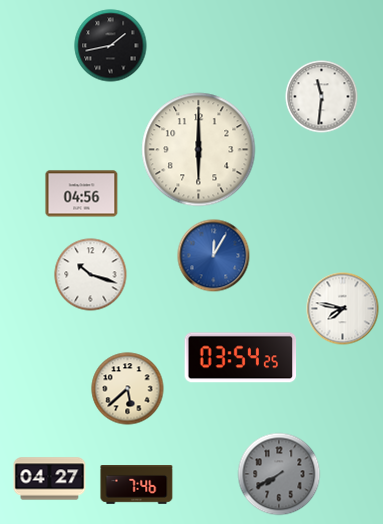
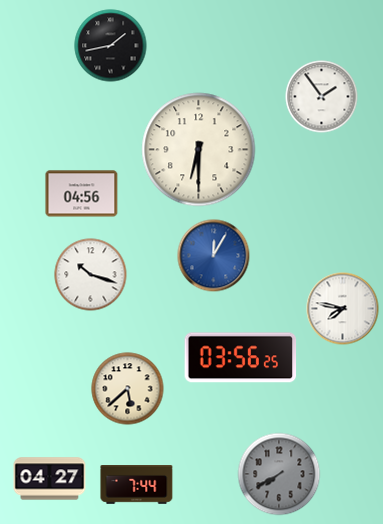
clock at (322, 97): 11:31 -> 1:54
clock at (199, 150): 6:00 -> 6:30
clock at (241, 358): 03:54 -> 03:56
clock at (137, 485): 7:46 -> 7:44
